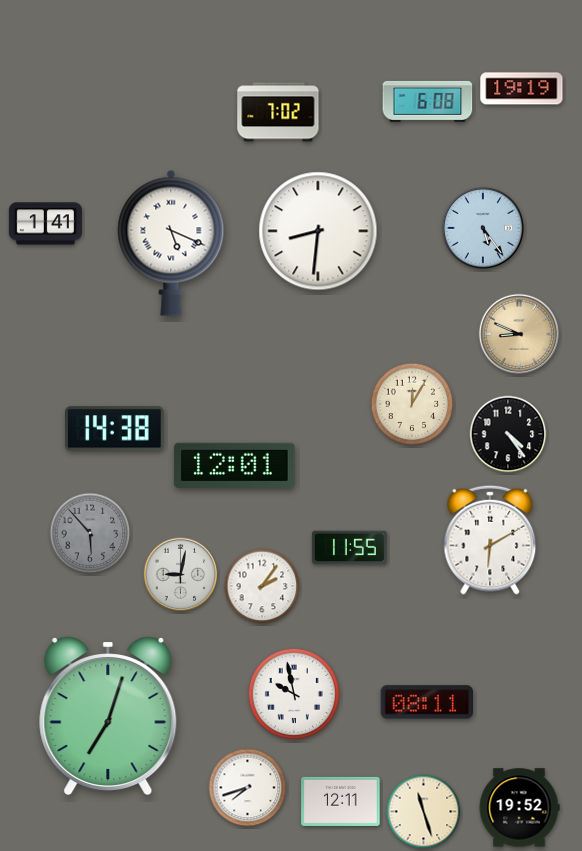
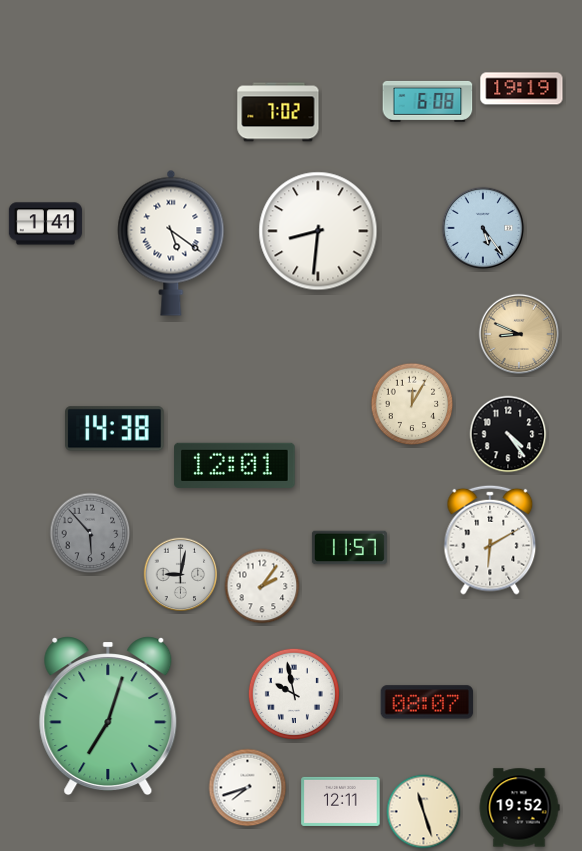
clock at (171, 243): 5:19 -> 5:21
clock at (349, 548): 11:55 -> 11:57
clock at (427, 702): 08:11 -> 08:07
